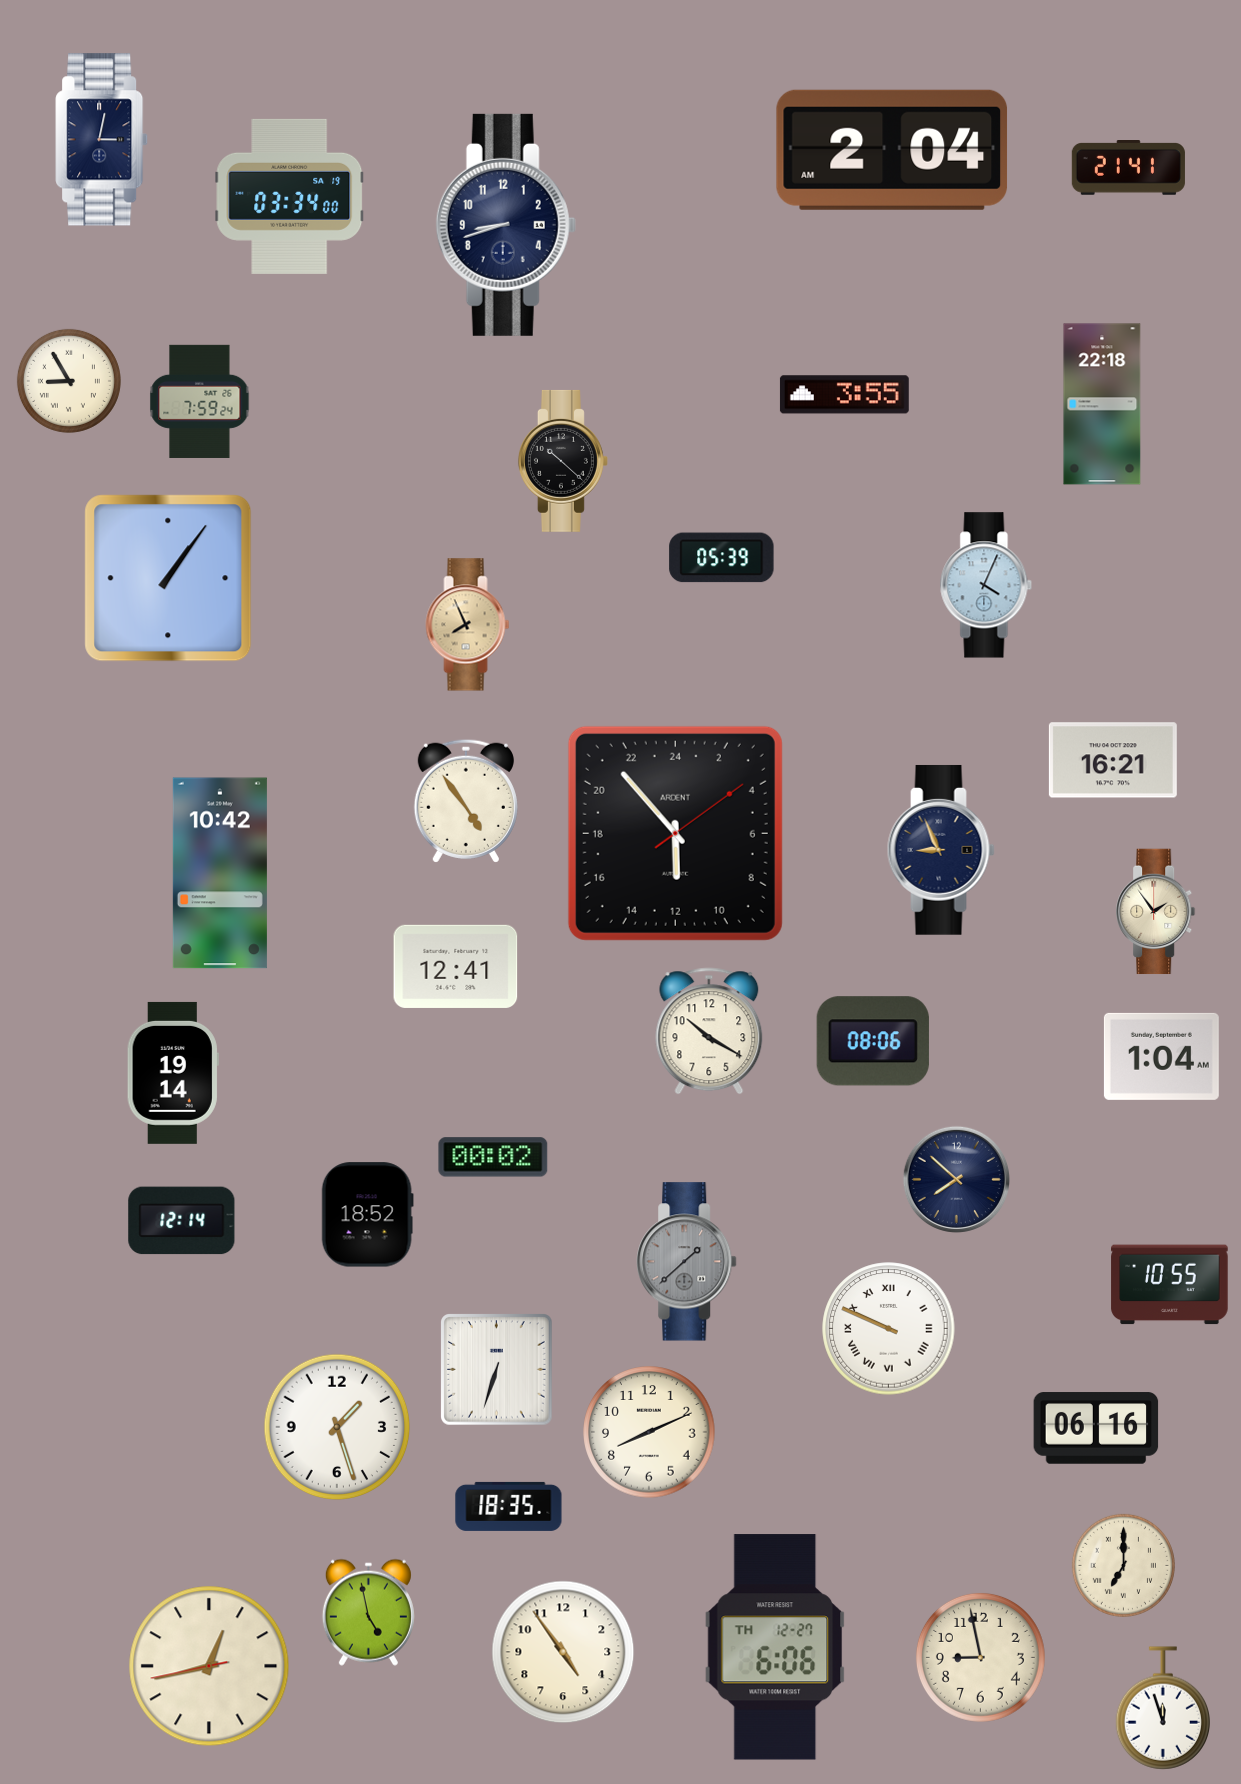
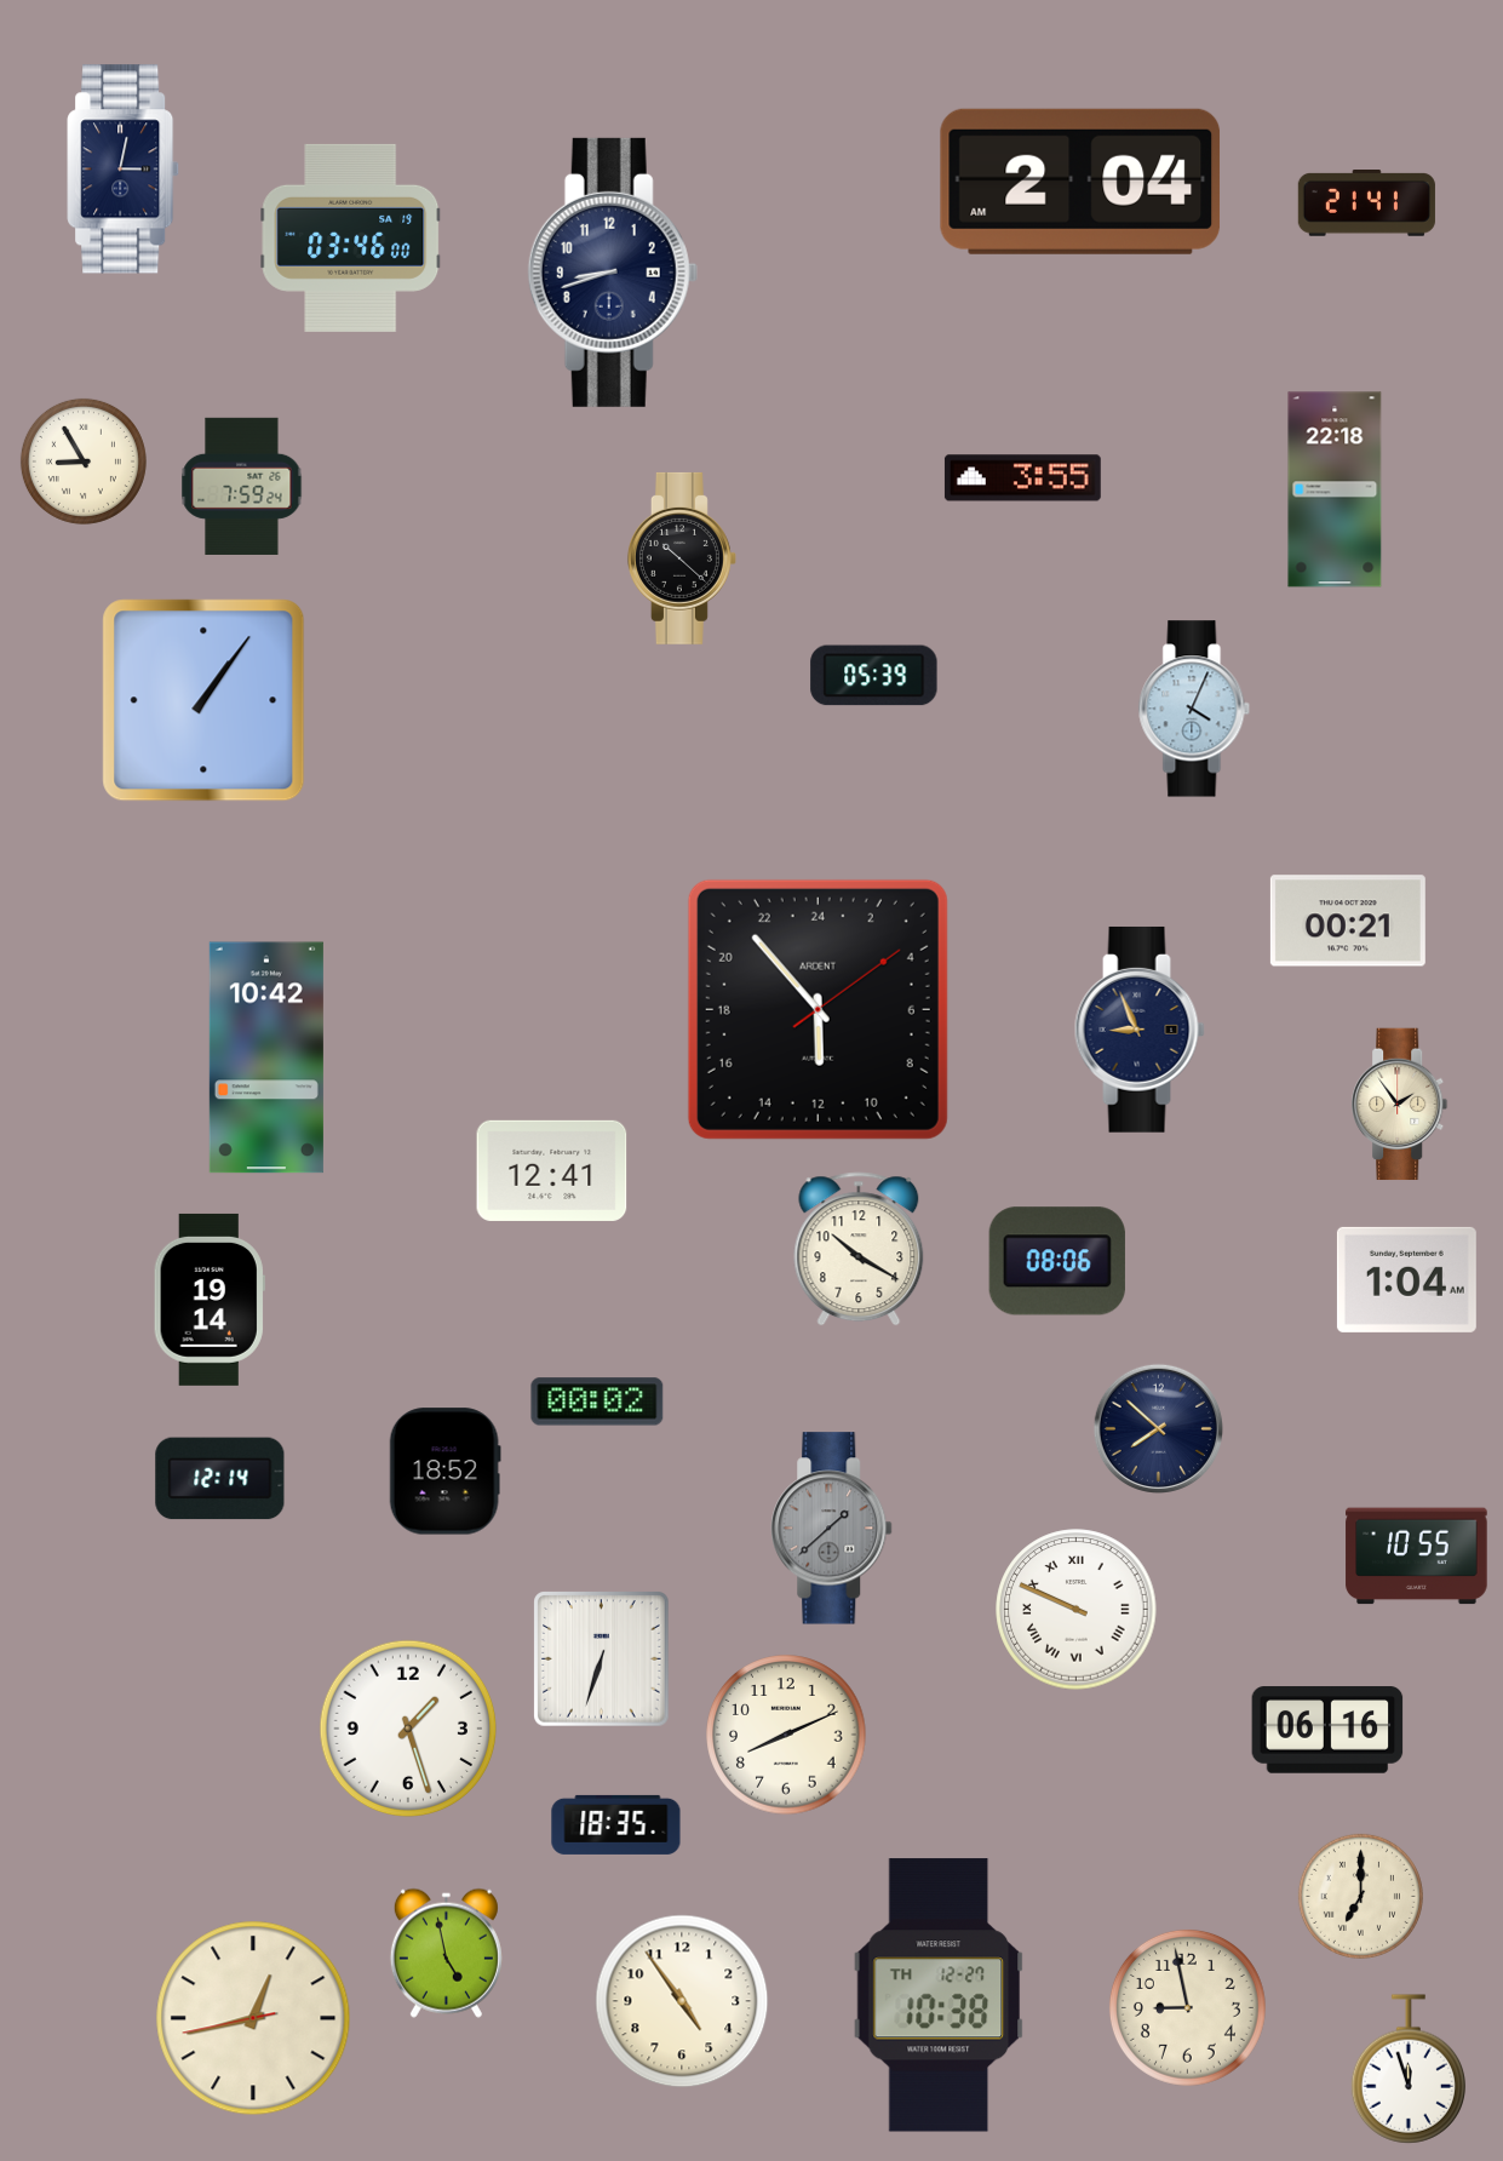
clock at (290, 196): 03:34 -> 03:46
clock at (468, 625): 7:56 -> none
clock at (1113, 760): 16:21 -> 00:21
clock at (466, 801): 4:54 -> none
clock at (775, 1647): 6:06 -> 10:38
